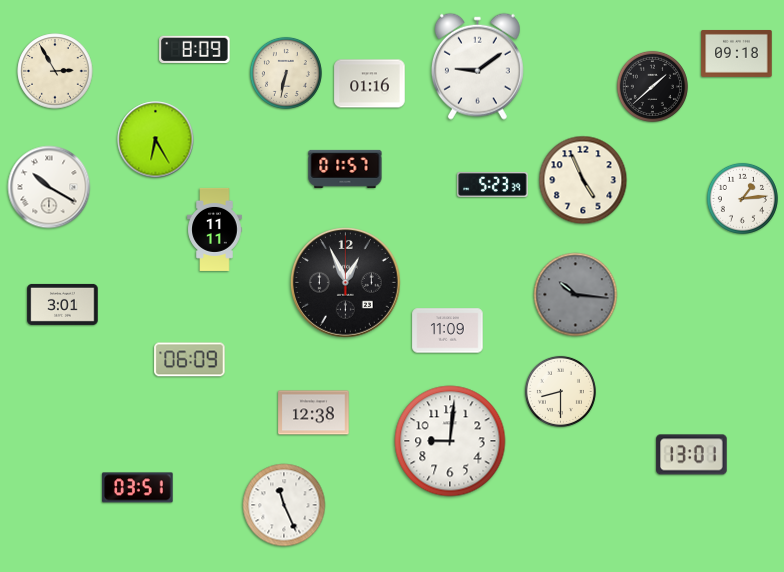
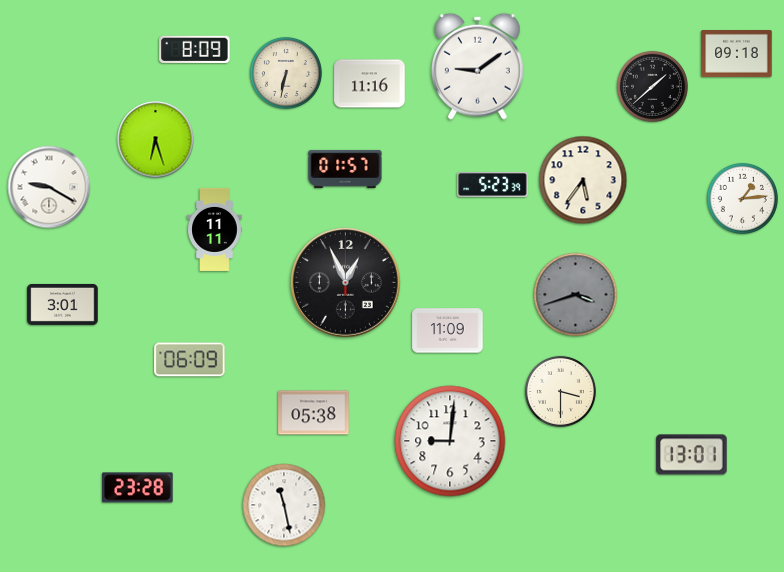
clock at (55, 71): 2:55 -> none
clock at (370, 84): 01:16 -> 11:16
clock at (156, 140): 6:25 -> 6:27
clock at (583, 180): 4:56 -> 5:36
clock at (49, 187): 10:20 -> 9:20
clock at (576, 295): 10:16 -> 3:42
clock at (560, 391): 8:30 -> 3:30
clock at (314, 413): 12:38 -> 05:38
clock at (138, 488): 03:51 -> 23:28
clock at (284, 505): 11:26 -> 11:28
